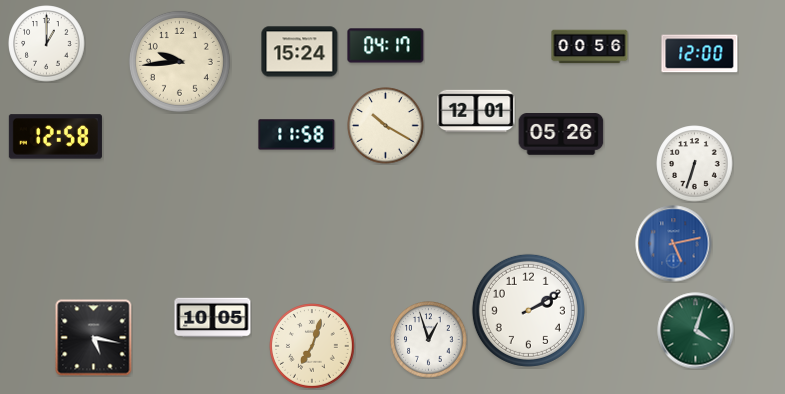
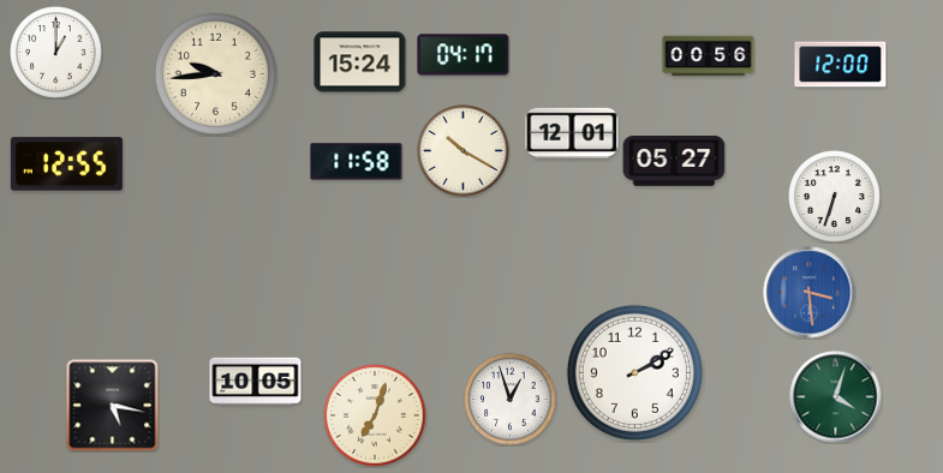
clock at (561, 135): 05:26 -> 05:27
clock at (55, 137): 12:58 -> 12:55
clock at (674, 244): 5:13 -> 3:29
clock at (429, 340) position: (429, 340) -> (511, 400)
